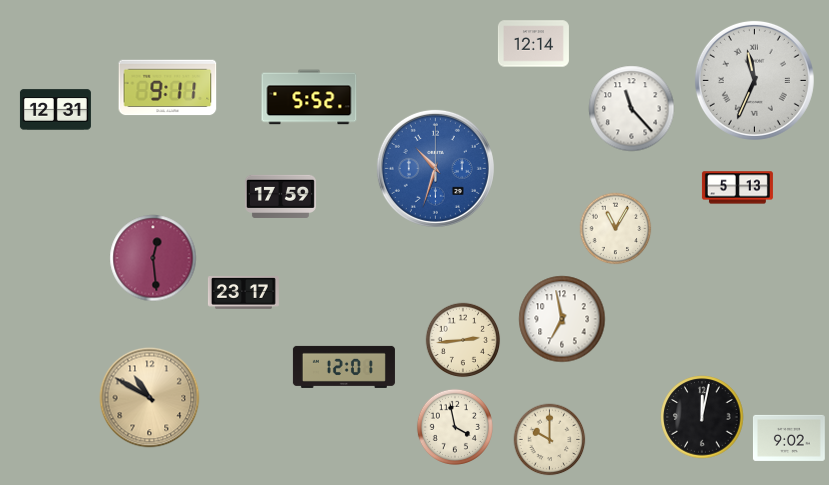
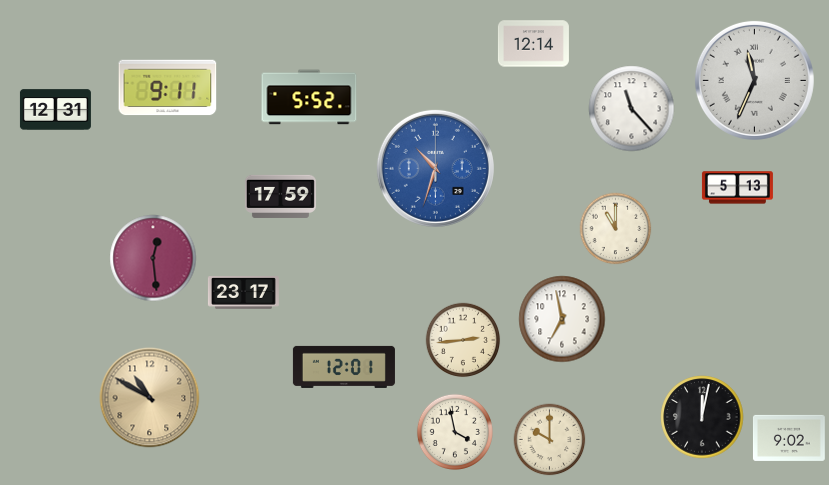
clock at (616, 229): 11:05 -> 11:00
clock at (455, 427) position: (455, 427) -> (455, 432)
